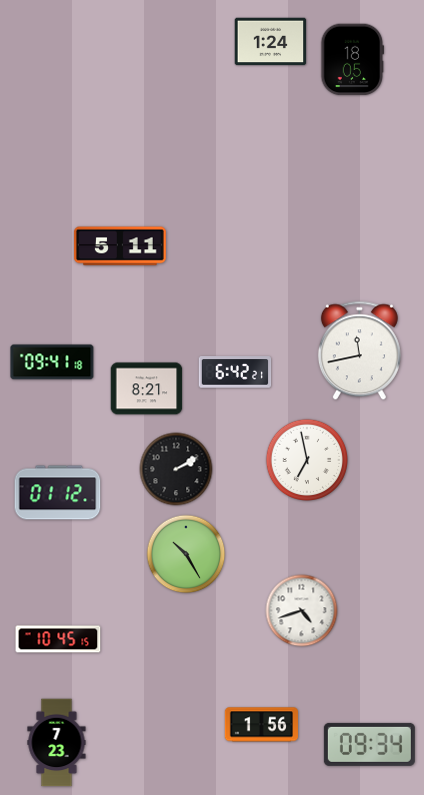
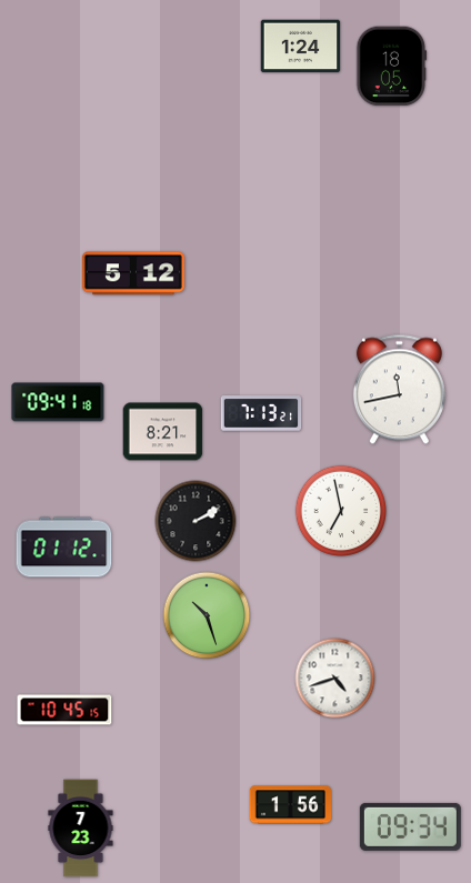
clock at (120, 246): 5:11 -> 5:12
clock at (235, 372): 6:42 -> 7:13
clock at (186, 554): 10:25 -> 10:27
clock at (57, 743) position: (57, 743) -> (81, 829)
